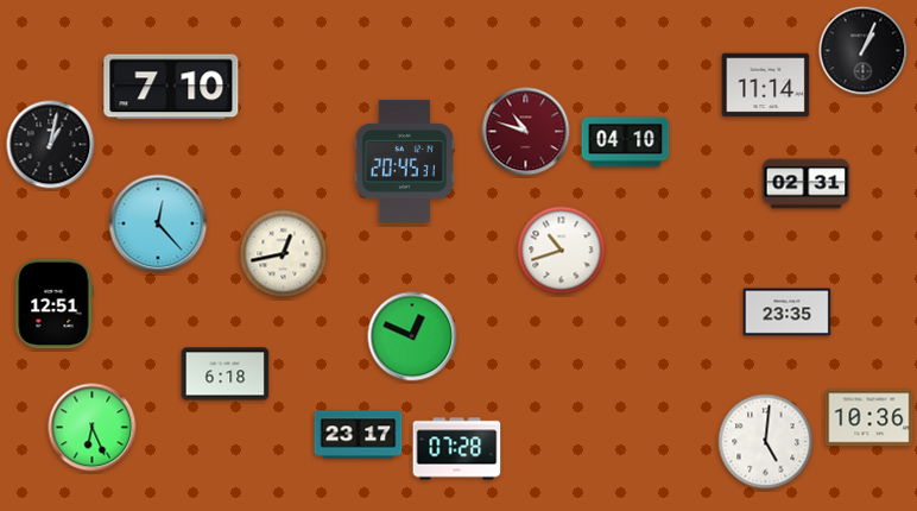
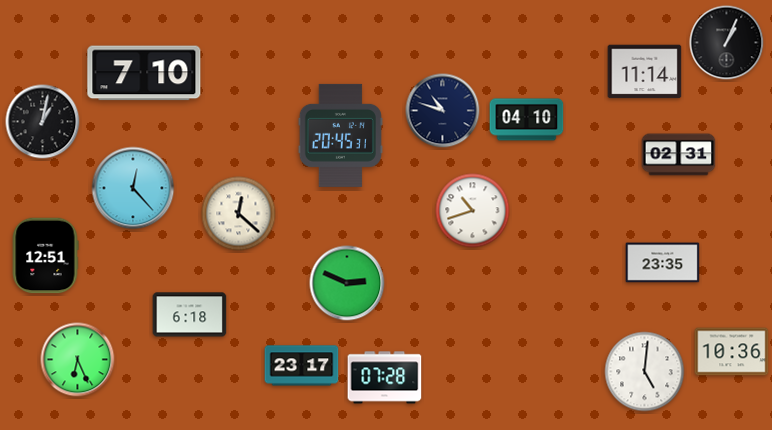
clock at (526, 132) dial: burgundy -> navy
clock at (284, 254): 12:43 -> 12:22
clock at (412, 336): 12:49 -> 2:49
